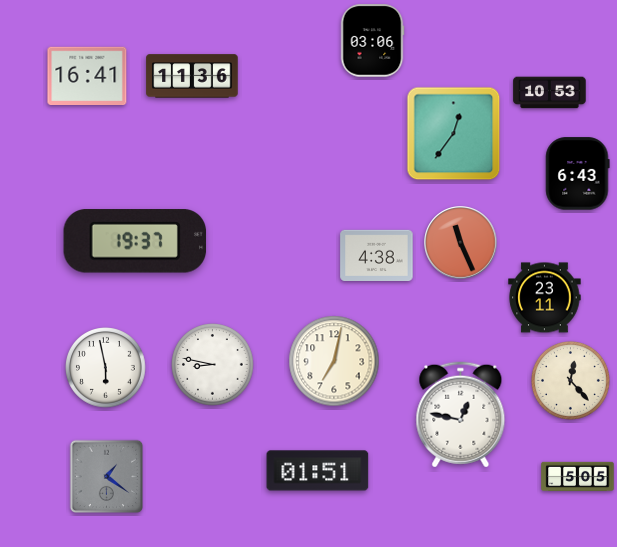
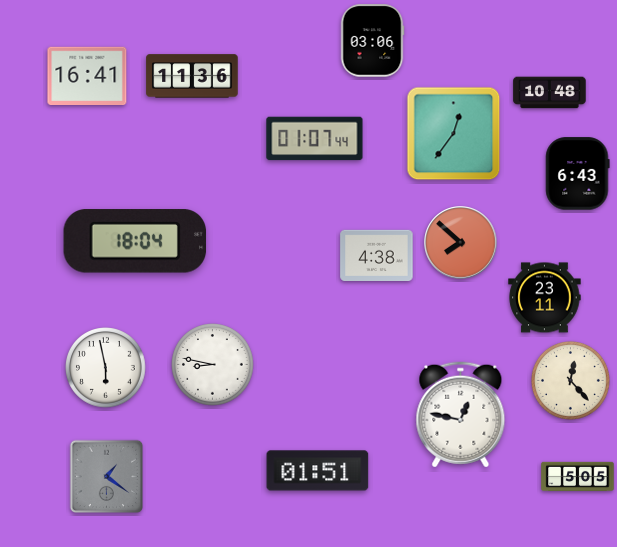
clock at (550, 93): 10:53 -> 10:48
clock at (315, 139): none -> 01:07
clock at (135, 241): 19:37 -> 18:04
clock at (461, 243): 11:26 -> 7:52
clock at (334, 361): 7:02 -> none
